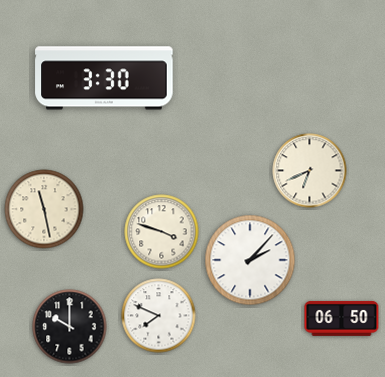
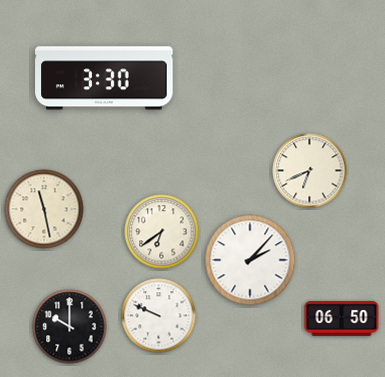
clock at (162, 232): 3:48 -> 6:39
clock at (159, 316): 7:49 -> 9:49
